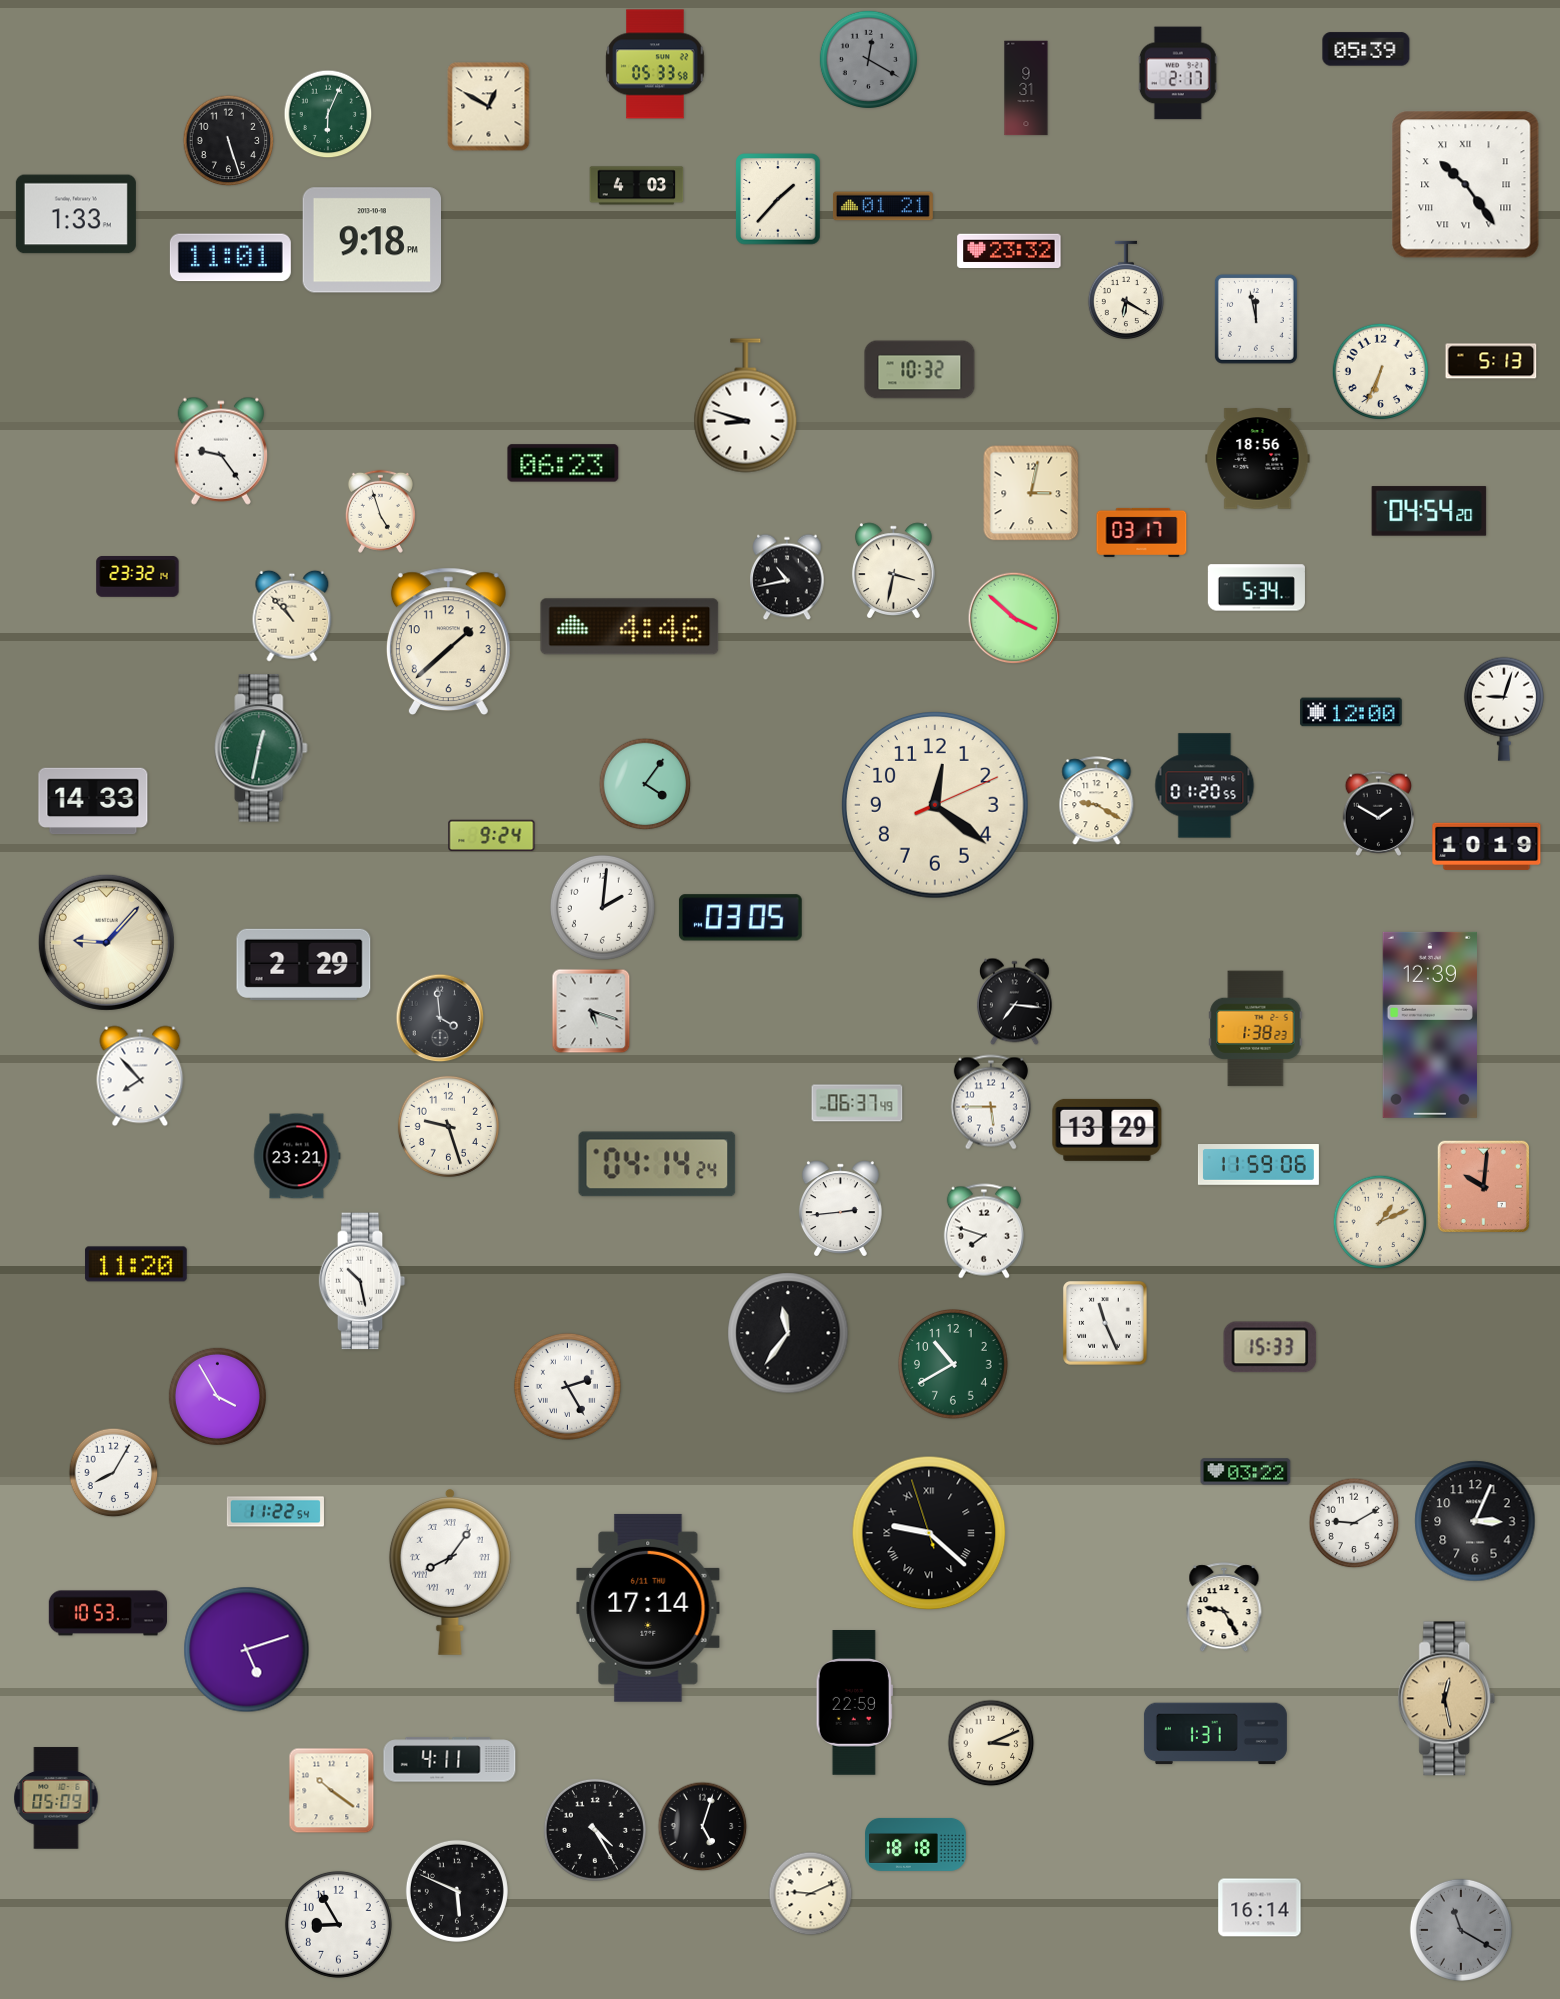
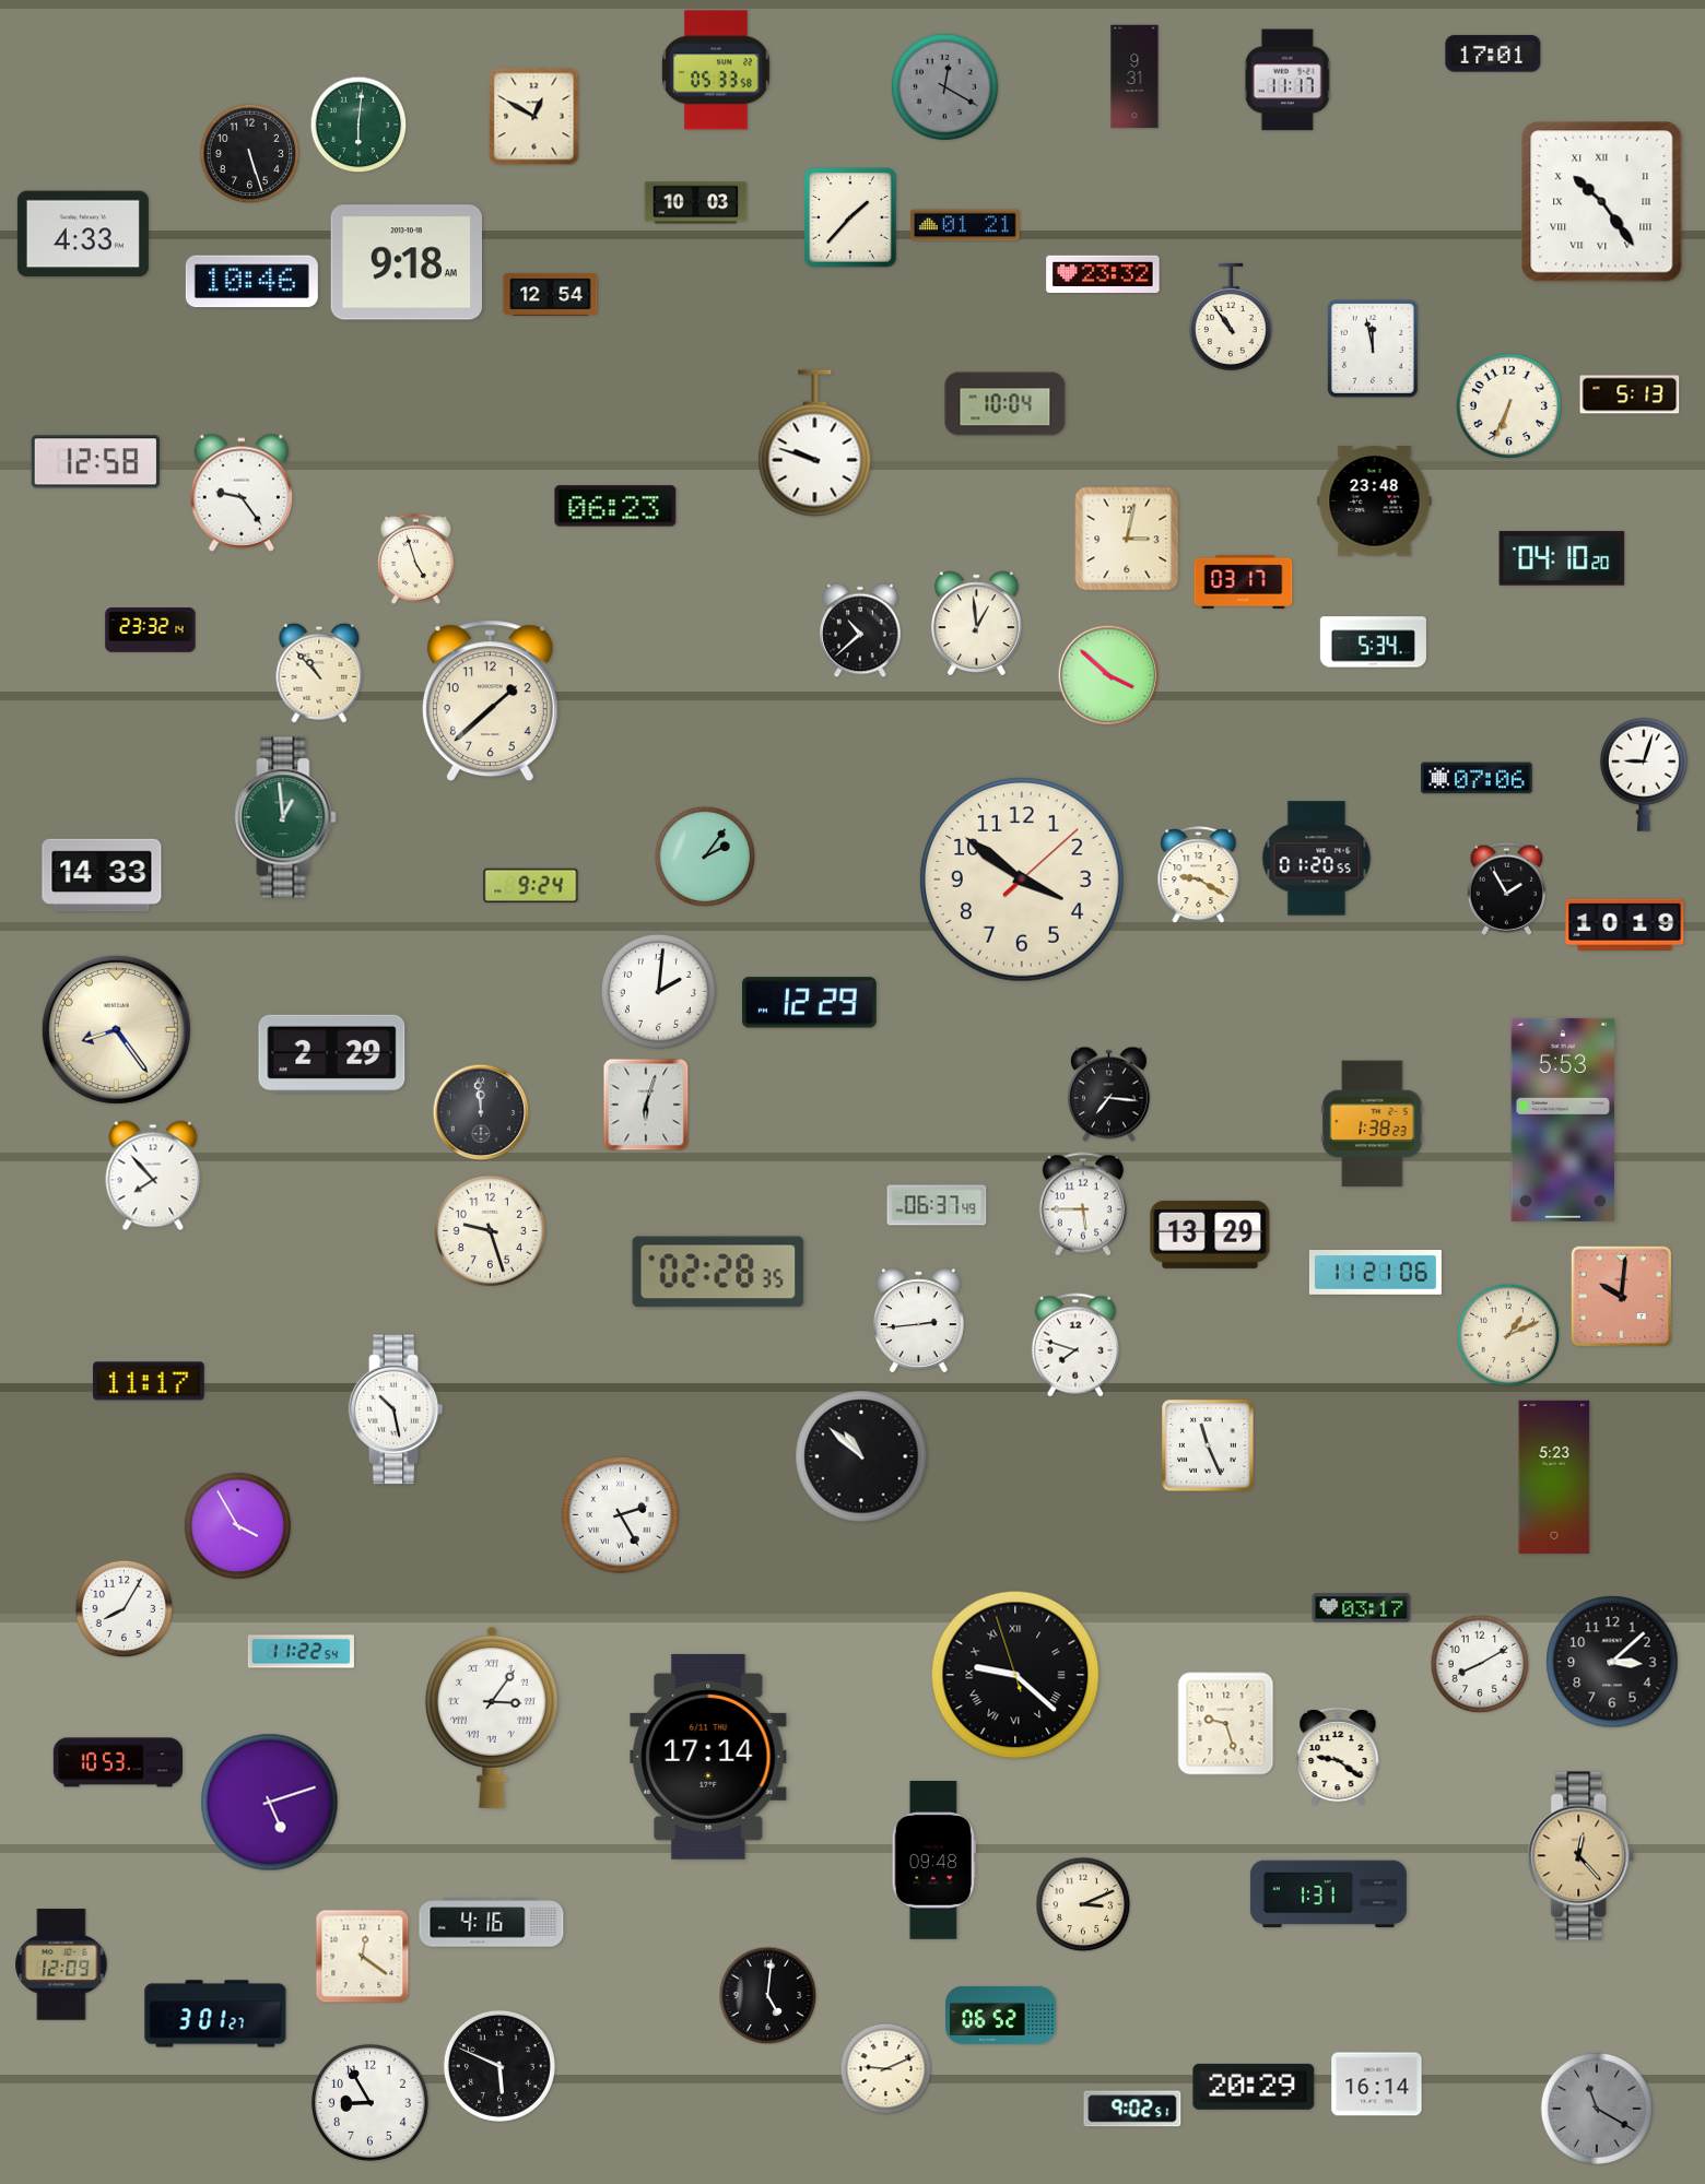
clock at (1366, 49): 05:39 -> 17:01
clock at (868, 59) position: (868, 59) -> (944, 86)
clock at (1178, 73): 2:17 -> 11:17
clock at (1026, 88) position: (1026, 88) -> (1134, 76)
clock at (328, 114): 6:04 -> 6:01
clock at (637, 186): 4:03 -> 10:03
clock at (76, 214): 1:33 -> 4:33
clock at (371, 240): 9:18 PM -> 9:18 AM
clock at (230, 258): 11:01 -> 10:46
clock at (551, 294): none -> 12:54
clock at (1126, 289): 6:20 -> 10:54
clock at (920, 370): 10:32 -> 10:04
clock at (746, 406): 8:48 -> 9:48
clock at (95, 462): none -> 12:58
clock at (1258, 459): 18:56 -> 23:48
clock at (1429, 511): 04:54 -> 04:10
clock at (1142, 532) position: (1142, 532) -> (1244, 581)
clock at (893, 570): 3:32 -> 12:59
clock at (787, 577): 10:43 -> 10:38
clock at (630, 627): 4:46 -> none
clock at (1351, 712): 12:00 -> 07:06
clock at (261, 748): 12:32 -> 12:59
clock at (645, 784): 4:06 -> 2:06
clock at (935, 805): 12:21 -> 3:51
clock at (1378, 813): 1:50 -> 1:55
clock at (492, 836) position: (492, 836) -> (531, 886)
clock at (740, 918): 03:05 -> 12:29
clock at (106, 942): 9:07 -> 8:24
clock at (591, 1011): 5:18 -> 6:03
clock at (440, 1018): 3:59 -> 11:59
clock at (1430, 1025): 12:39 -> 5:53
clock at (297, 1156): 23:21 -> none
clock at (657, 1164): 04:14 -> 02:28
clock at (1258, 1165): 11:59 -> 11:21
clock at (136, 1264): 11:20 -> 11:17
clock at (362, 1281) position: (362, 1281) -> (396, 1409)
clock at (788, 1333): 11:36 -> 10:52
clock at (1270, 1347): 15:33 -> none
clock at (1554, 1477): none -> 5:23
clock at (954, 1365): 10:40 -> none
clock at (1246, 1472): 03:22 -> 03:17
clock at (1475, 1521): 3:04 -> 3:08
clock at (1354, 1523): 9:10 -> 8:10
clock at (450, 1571): 8:06 -> 3:06
clock at (1226, 1724): none -> 9:27
clock at (1224, 1608): 9:25 -> 9:21
clock at (1447, 1699): 12:28 -> 12:23
clock at (854, 1703): 22:59 -> 09:48
clock at (450, 1760): 4:11 -> 4:16
clock at (332, 1791): 10:21 -> 12:21
clock at (56, 1798): 05:09 -> 12:09
clock at (703, 1827): 5:03 -> 5:01
clock at (595, 1830): 4:25 -> none
clock at (215, 2014): none -> 3:01
clock at (916, 1844): 18:18 -> 06:52
clock at (1254, 2087): none -> 20:29
clock at (1132, 2109): none -> 9:02
